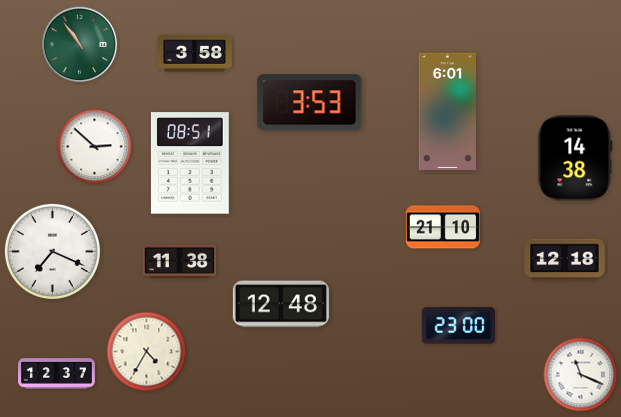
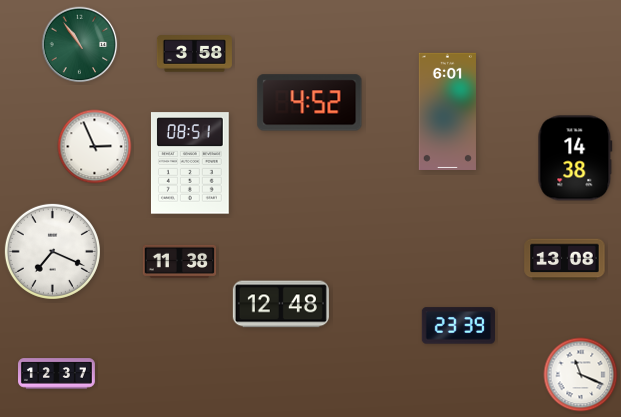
clock at (310, 103): 3:53 -> 4:52
clock at (95, 147): 2:52 -> 2:56
clock at (443, 227): 21:10 -> none
clock at (565, 260): 12:18 -> 13:08
clock at (458, 326): 23:00 -> 23:39
clock at (147, 352): 4:35 -> none
